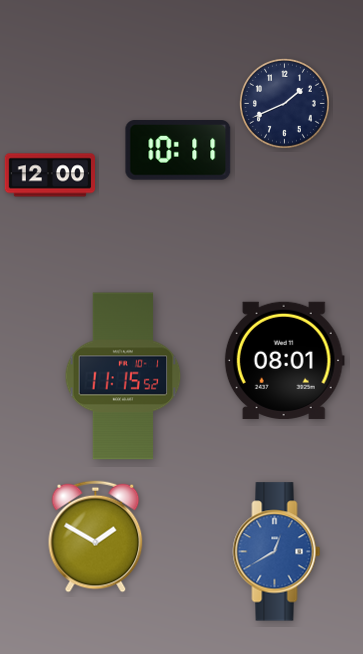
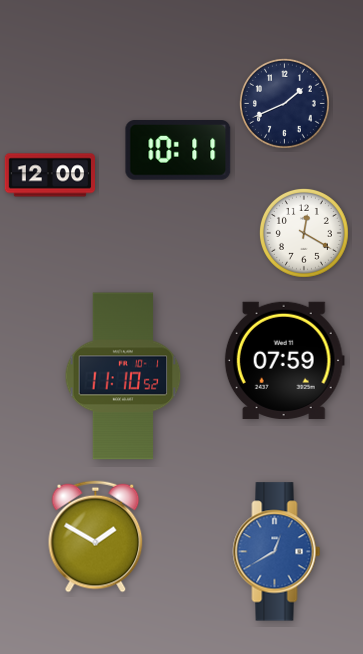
clock at (304, 233): none -> 12:20
clock at (284, 360): 08:01 -> 07:59
clock at (123, 376): 11:15 -> 11:10
